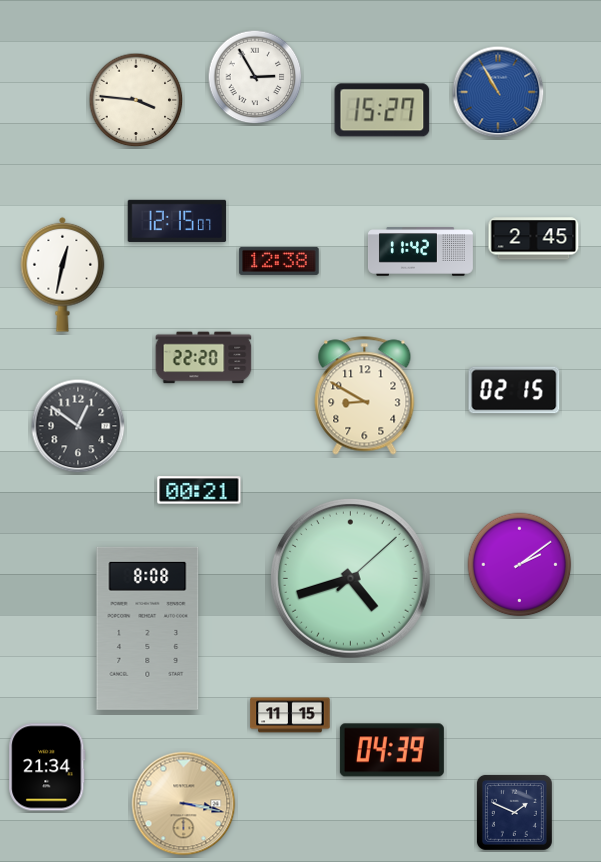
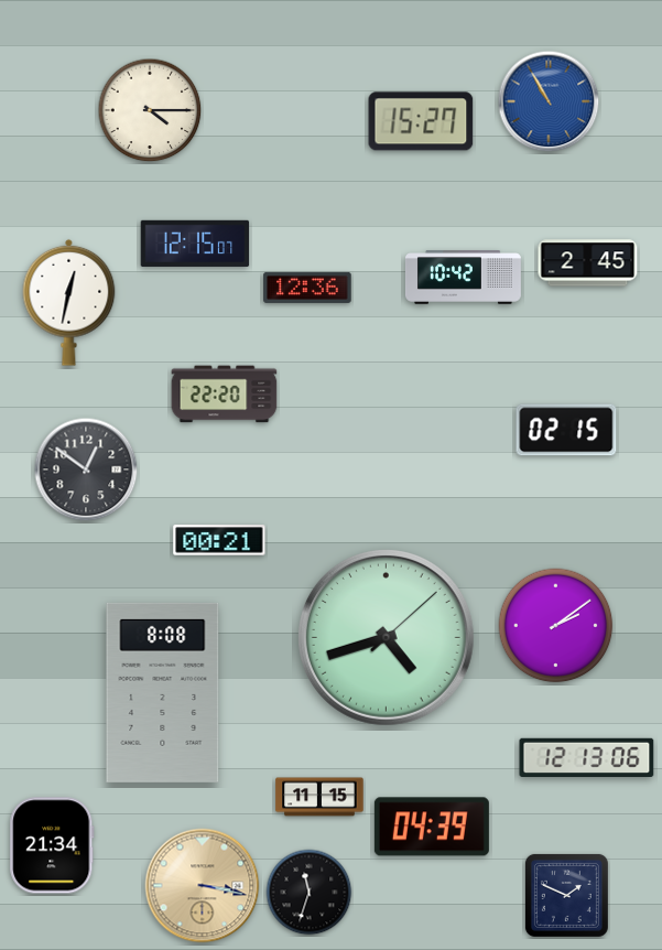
clock at (255, 77): 2:55 -> none
clock at (136, 100): 3:46 -> 4:15
clock at (420, 252): 11:42 -> 10:42
clock at (279, 261): 12:38 -> 12:36
clock at (365, 396): 8:50 -> none
clock at (520, 565) position: (520, 565) -> (556, 626)
clock at (587, 757): none -> 12:13
clock at (290, 715) position: (290, 715) -> (319, 797)
clock at (310, 893): none -> 11:33
